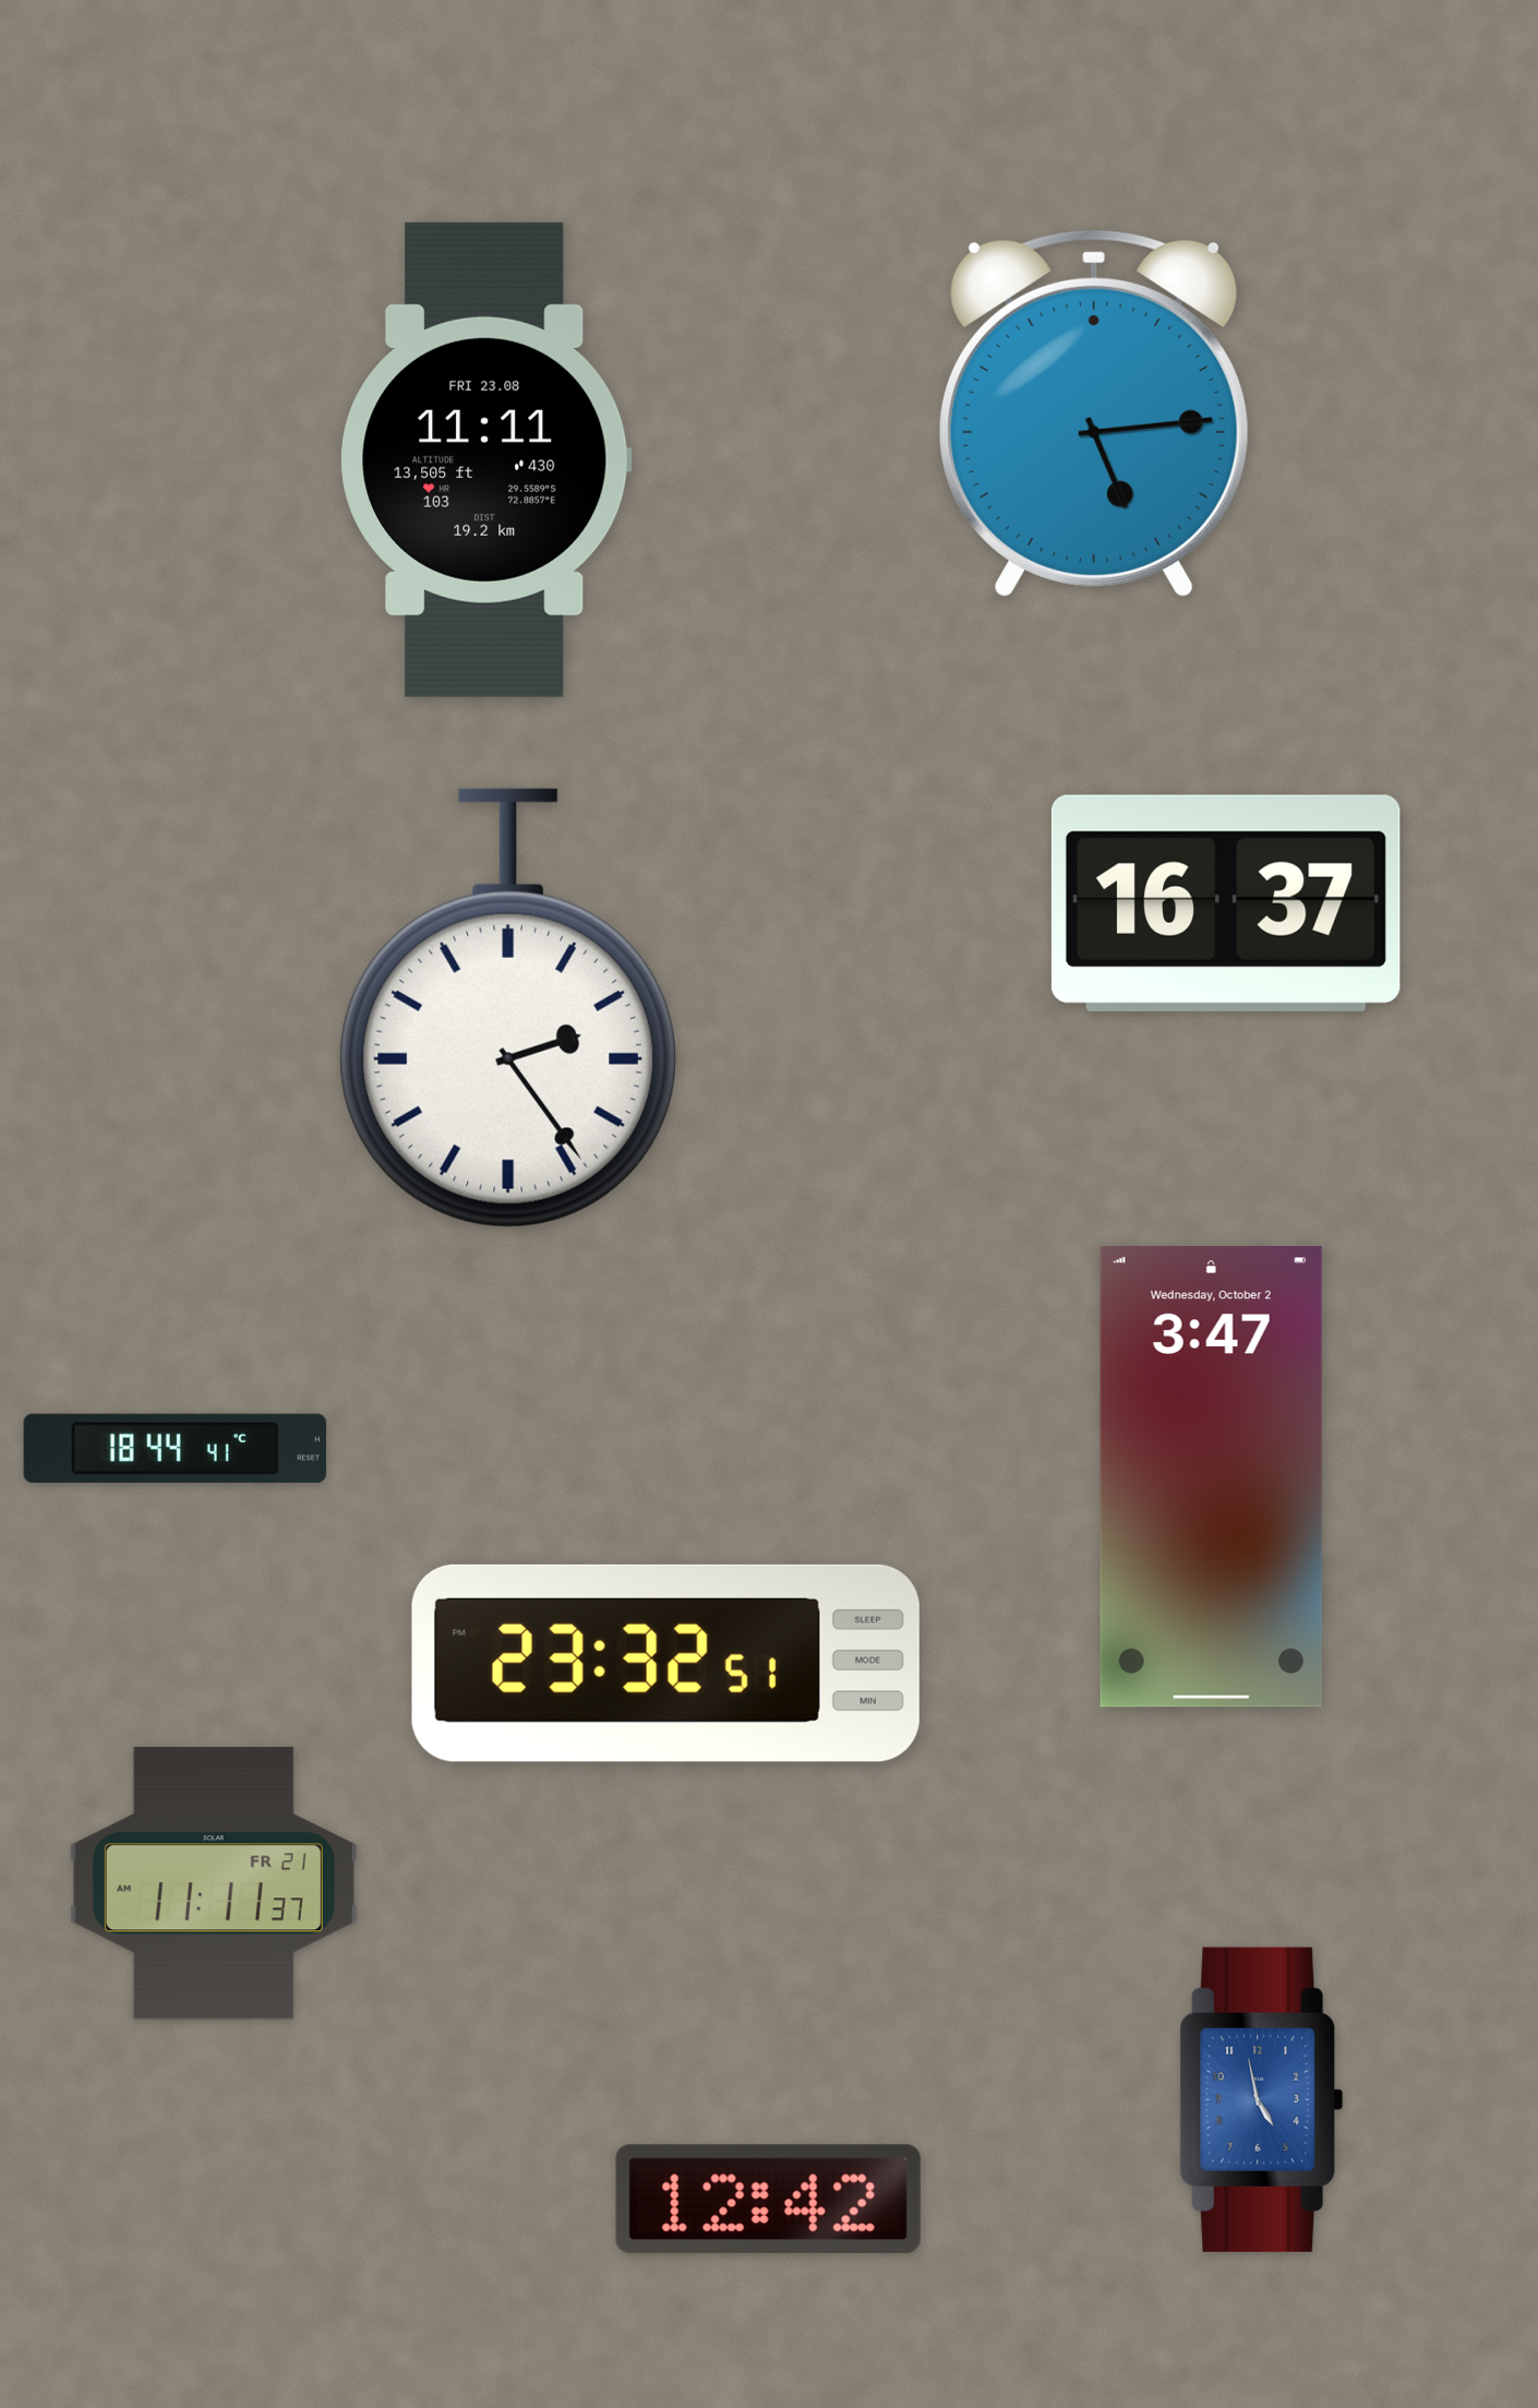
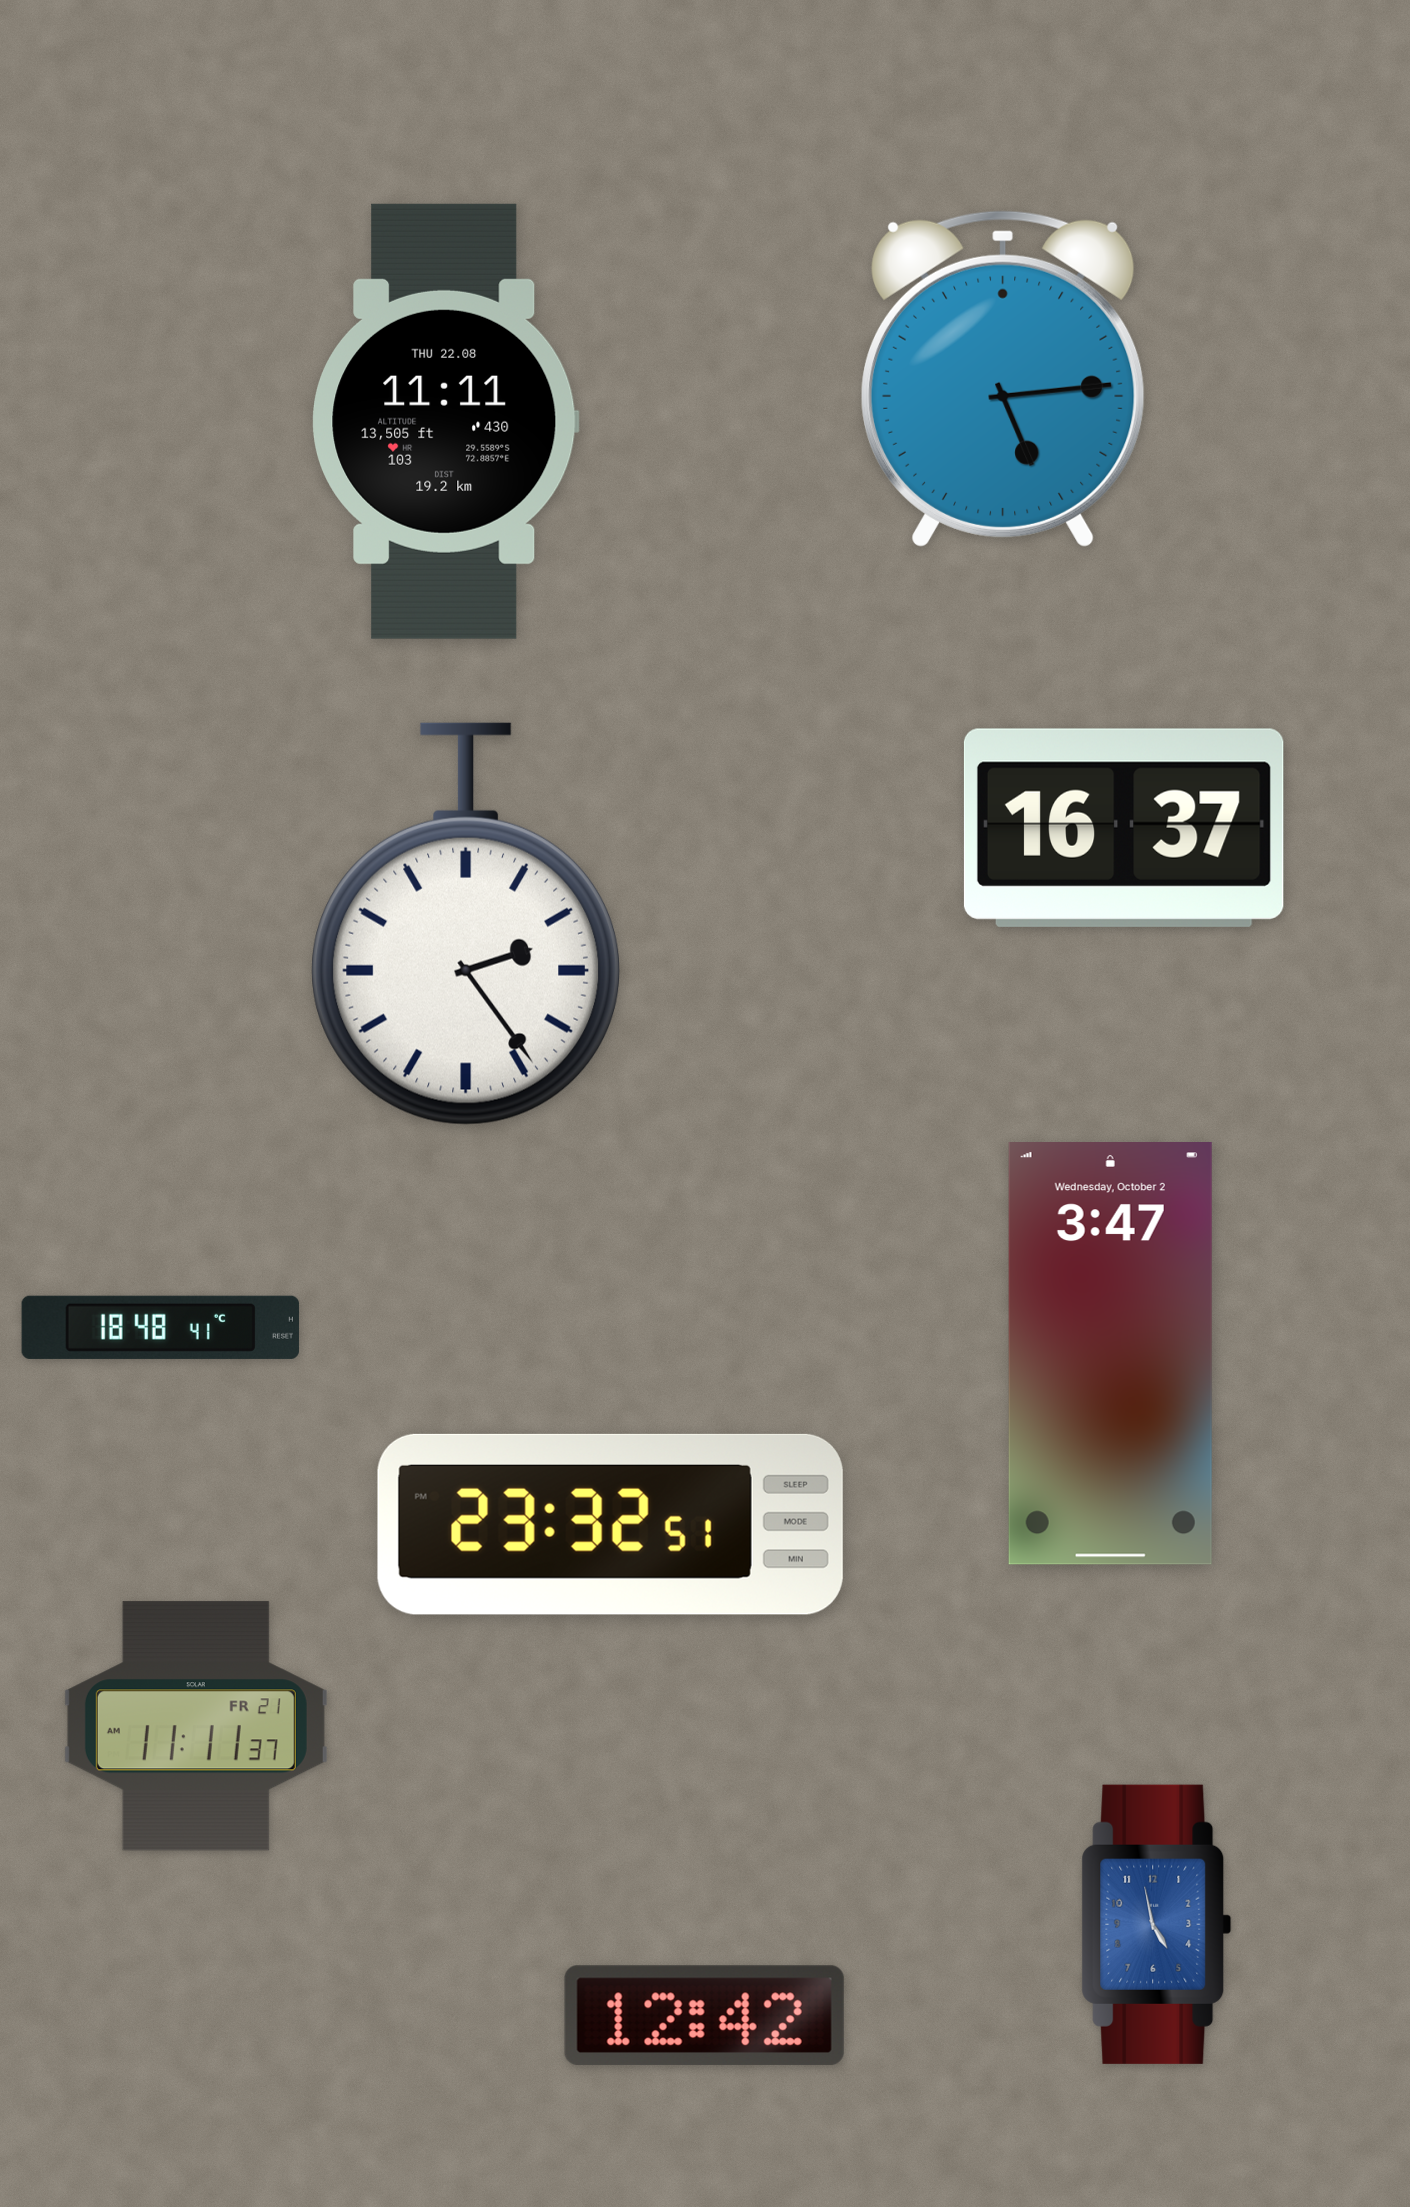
clock at (486, 459) date: FRI 23.08 -> THU 22.08
clock at (175, 1448): 18:44 -> 18:48
